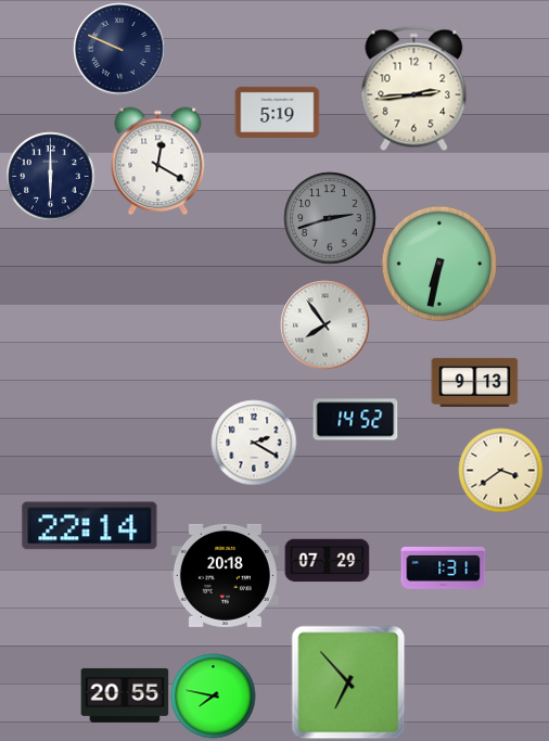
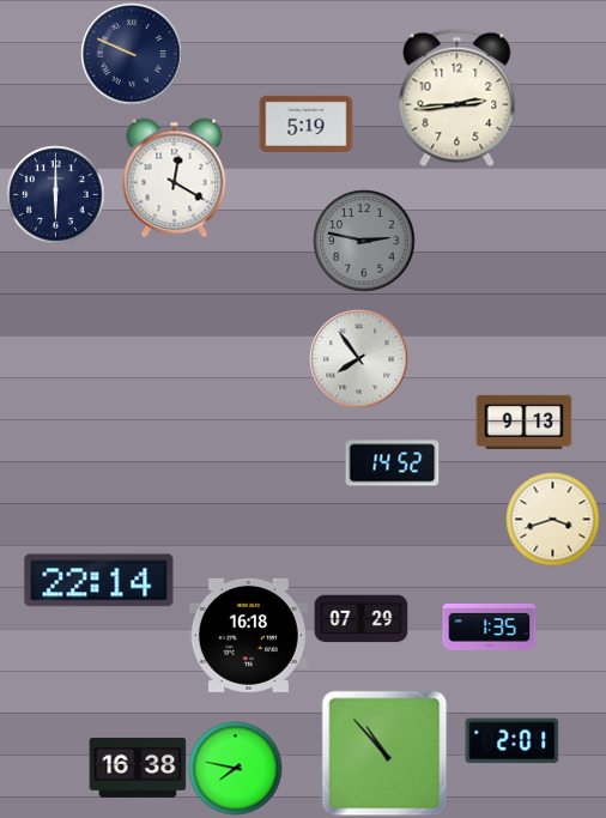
clock at (330, 218): 2:42 -> 2:47
clock at (439, 264): 6:32 -> none
clock at (254, 443): 2:20 -> none
clock at (500, 470): 3:39 -> 3:42
clock at (443, 567): 1:31 -> 1:35
clock at (225, 575): 20:18 -> 16:18
clock at (511, 741): none -> 2:01
clock at (348, 682): 6:53 -> 10:53
clock at (125, 695): 20:55 -> 16:38
